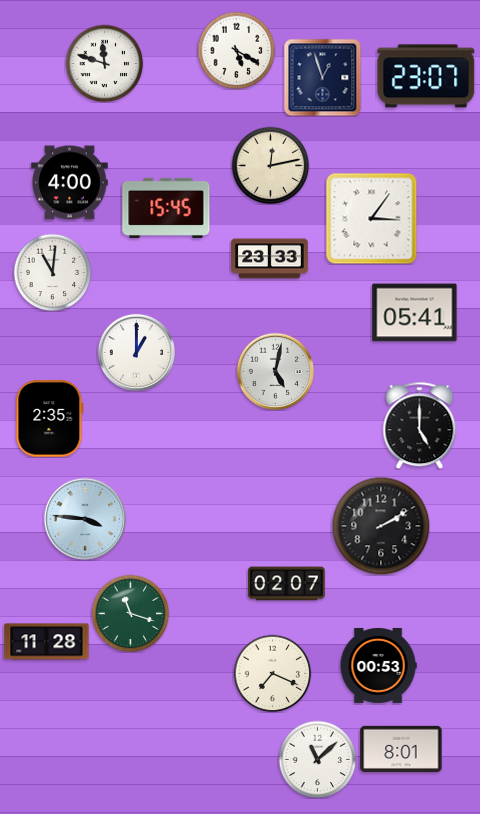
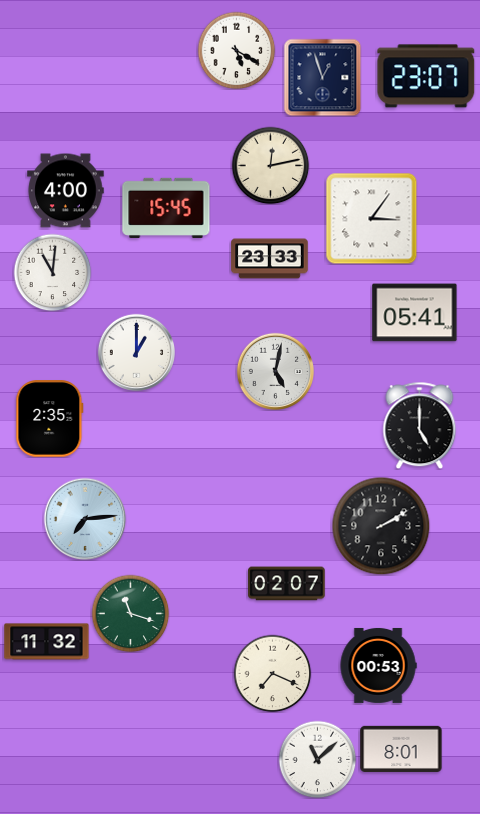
clock at (104, 63): 11:48 -> none
clock at (70, 183) position: (70, 183) -> (66, 191)
clock at (85, 519): 3:46 -> 7:14
clock at (47, 642): 11:28 -> 11:32
